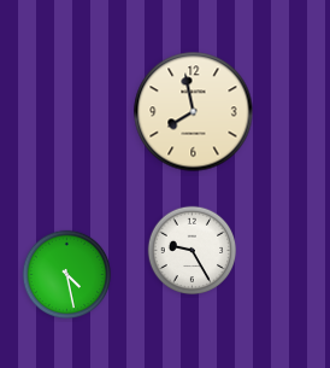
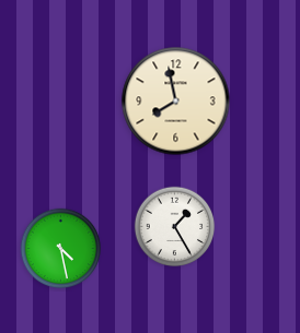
clock at (193, 251): 9:25 -> 1:25
